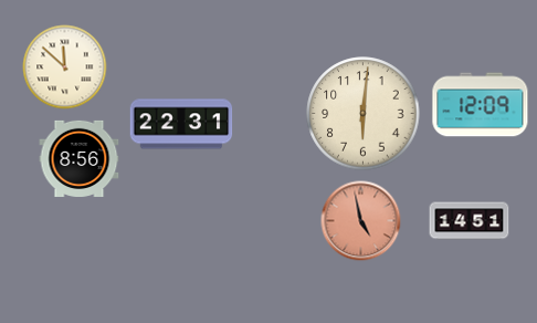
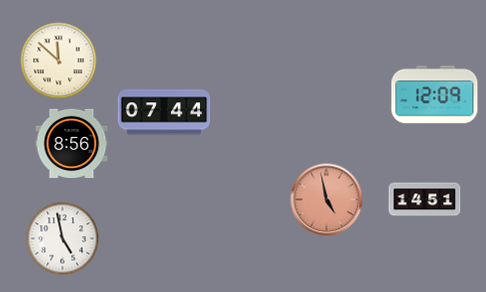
clock at (364, 114): 6:01 -> none
clock at (181, 124): 22:31 -> 07:44
clock at (63, 239): none -> 4:58
